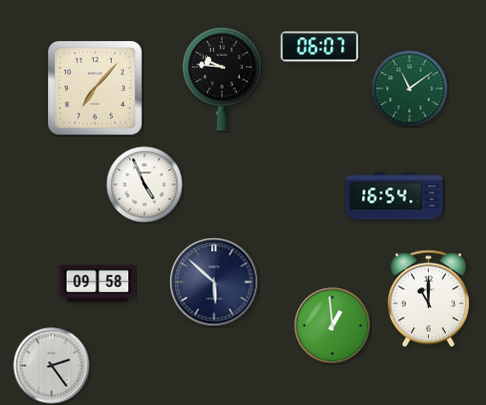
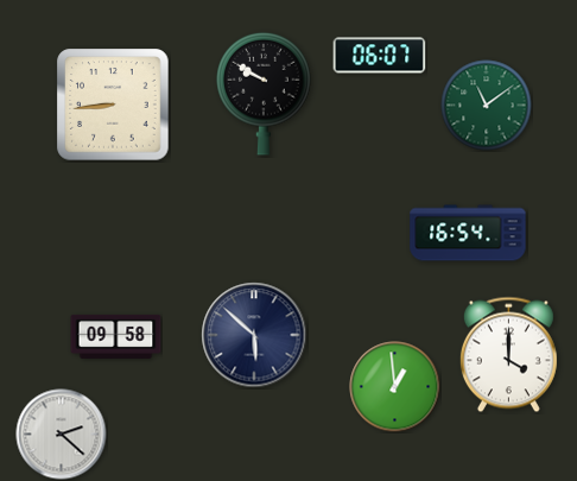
clock at (222, 79): 9:46 -> 9:50
clock at (95, 88): 7:07 -> 8:44
clock at (145, 185): 4:56 -> none
clock at (428, 299): 11:00 -> 4:00
clock at (52, 366): 2:24 -> 2:22
